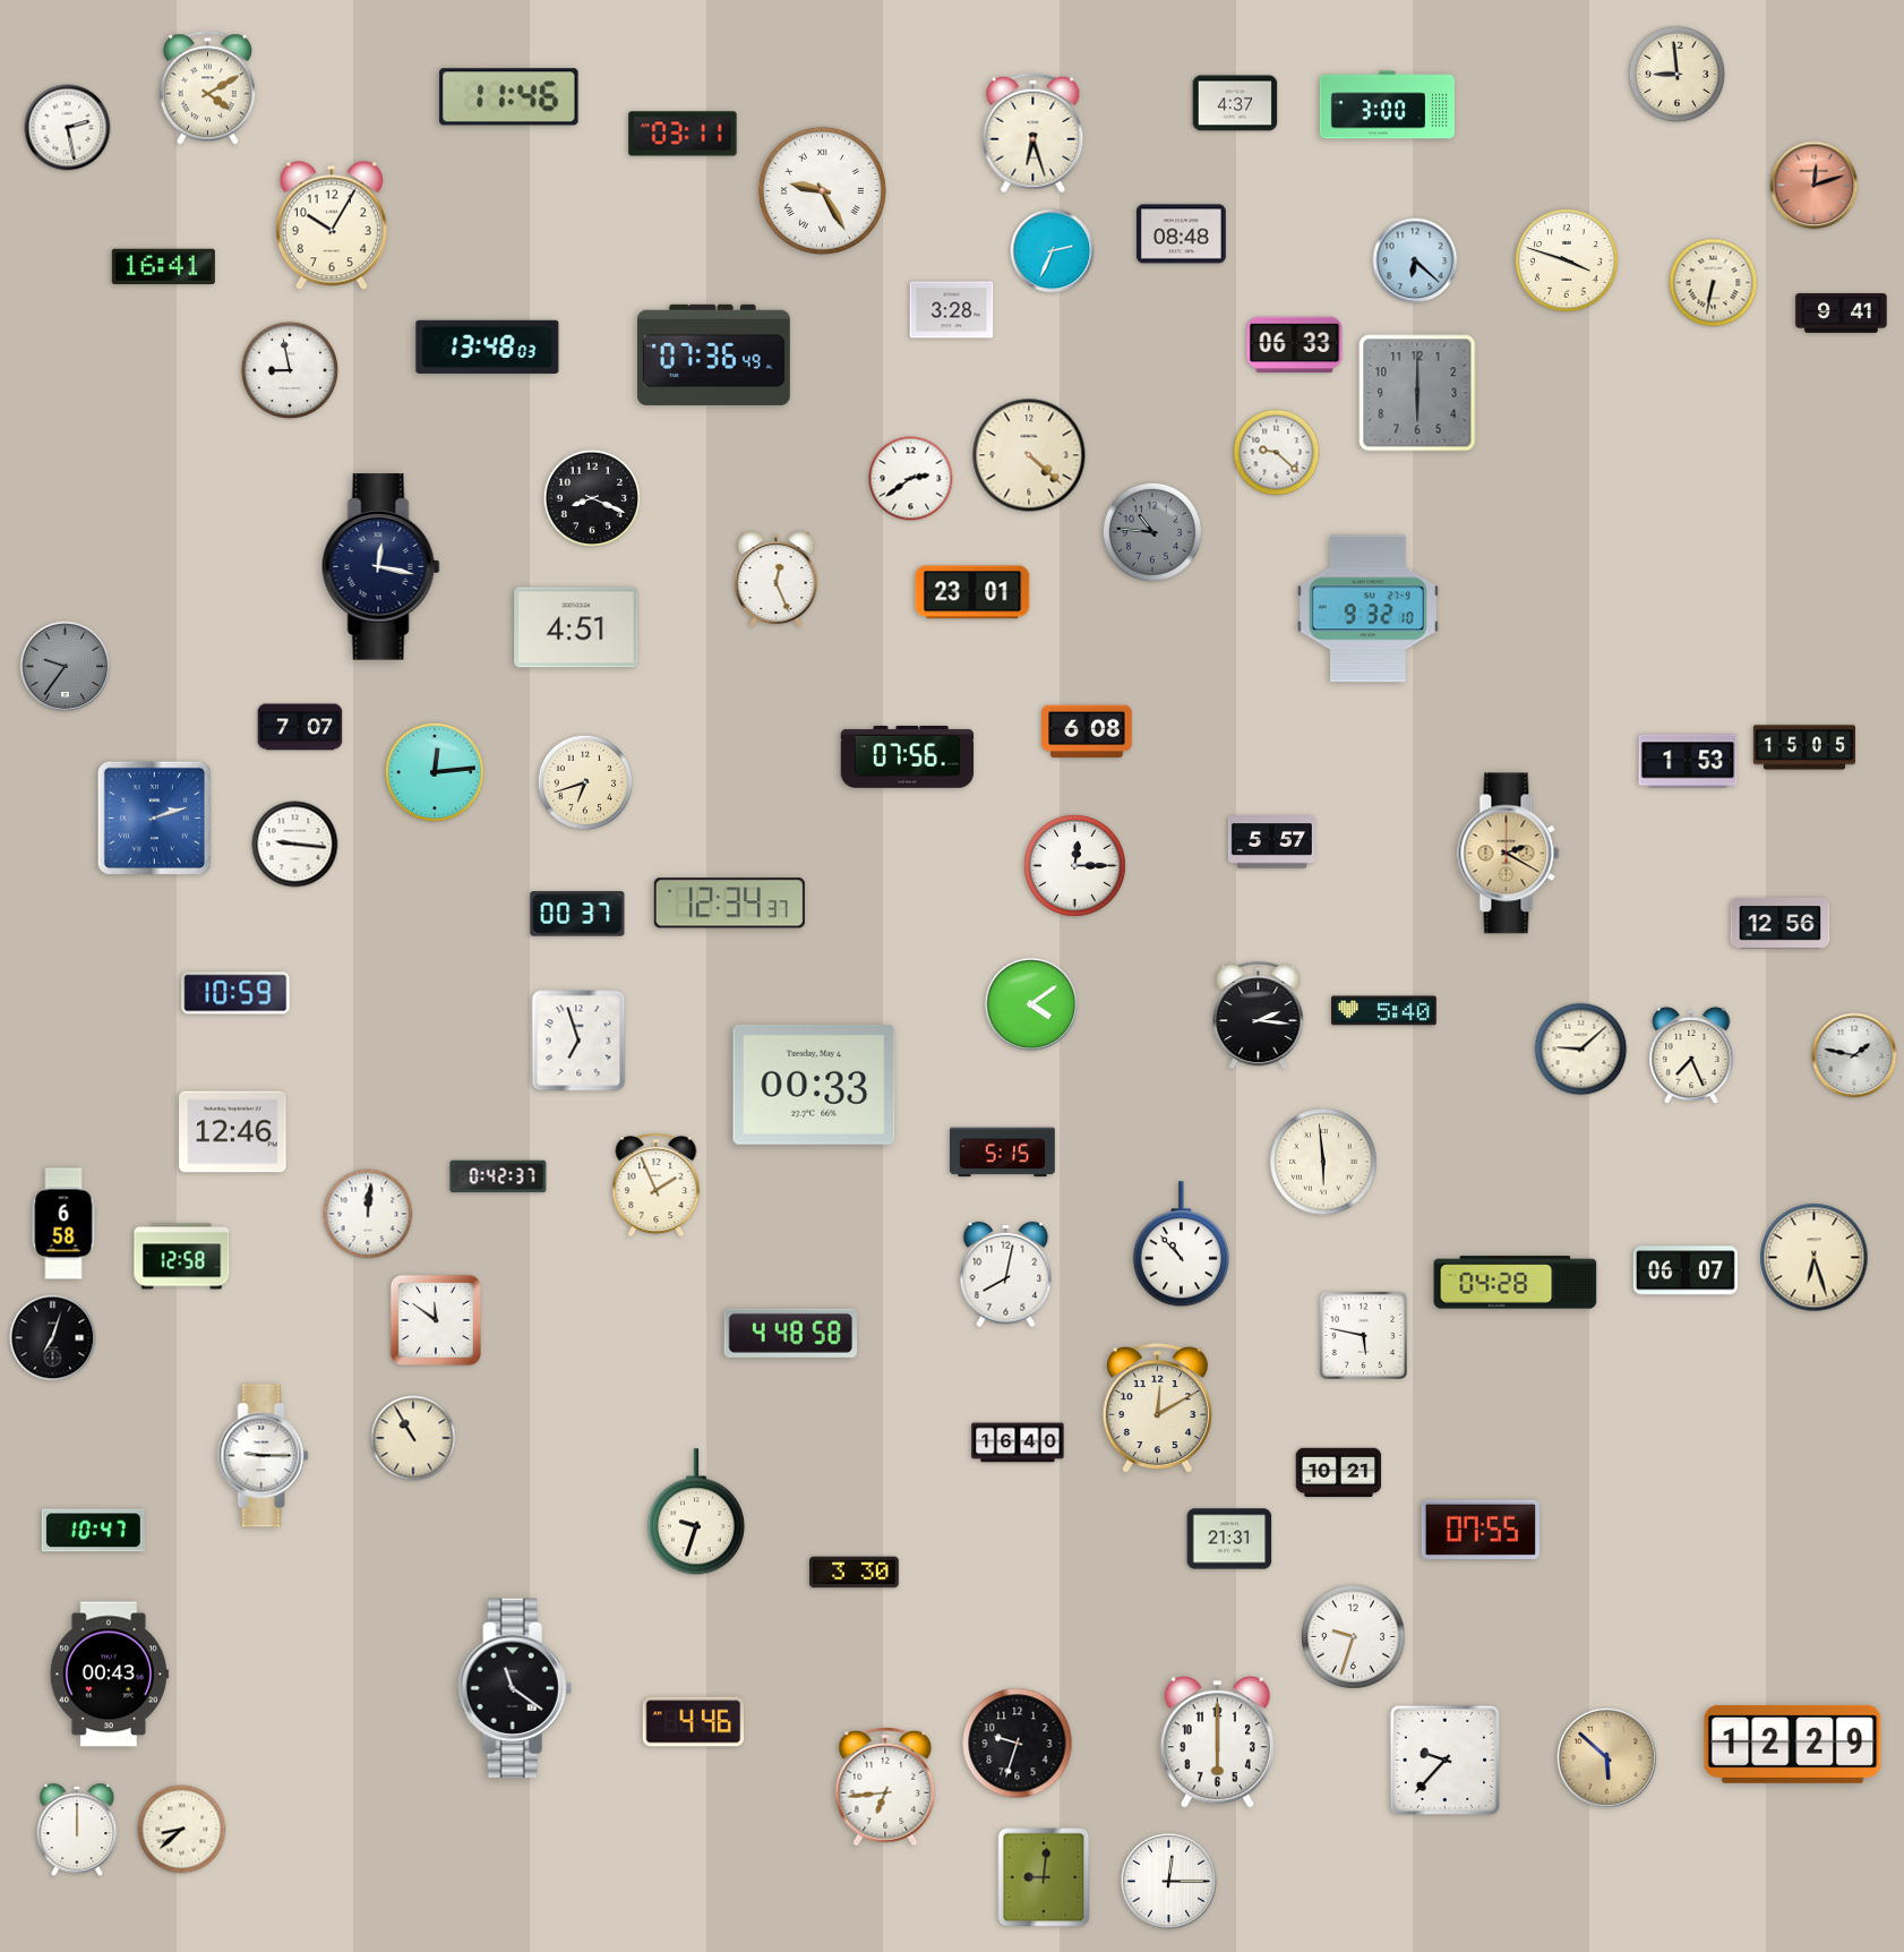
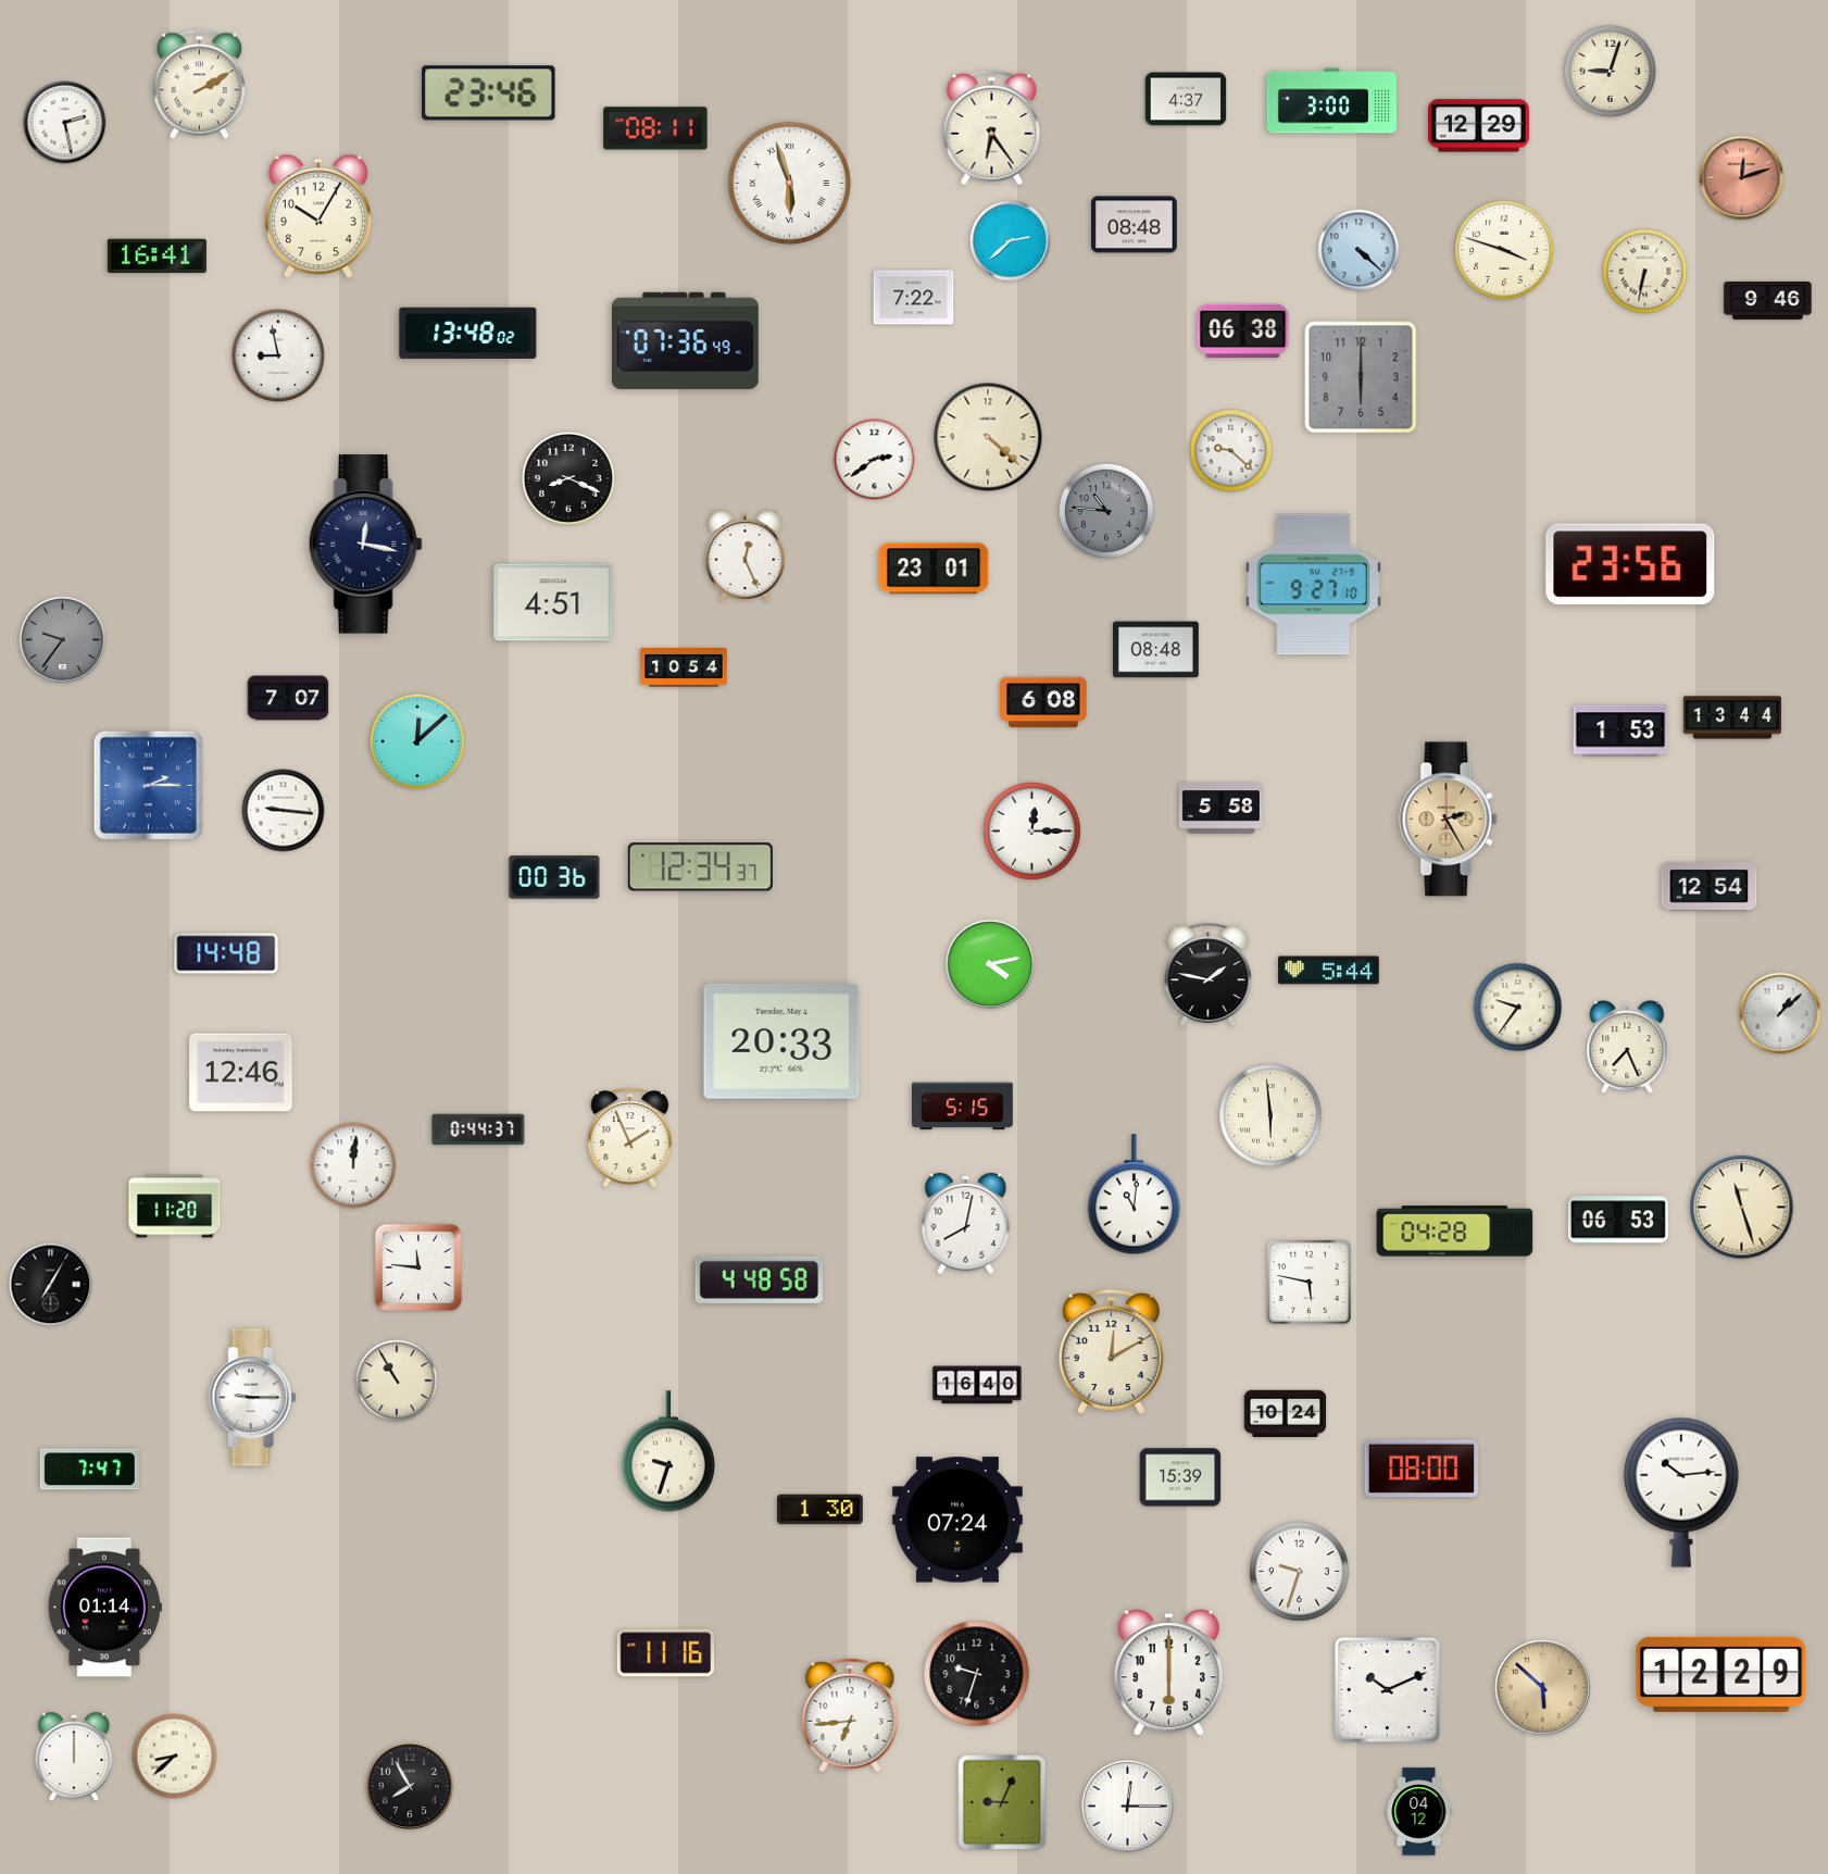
clock at (1678, 75): 8:59 -> 9:03
clock at (207, 88): 4:10 -> 2:10
clock at (509, 97): 11:46 -> 23:46
clock at (1479, 126): none -> 12:29
clock at (683, 134): 03:11 -> 08:11
clock at (1034, 134): 6:27 -> 6:24
clock at (822, 190): 9:25 -> 5:57
clock at (1053, 251): 2:34 -> 2:38
clock at (1415, 260): 6:22 -> 4:22
clock at (952, 310): 3:28 -> 7:22
clock at (1842, 314): 9:41 -> 9:46
clock at (1295, 344): 06:33 -> 06:38
clock at (488, 346): 13:48:03 -> 13:48:02
clock at (1277, 453) position: (1277, 453) -> (1231, 451)
clock at (1630, 564): none -> 23:56
clock at (1367, 609): 9:32 -> 9:27
clock at (1156, 650): none -> 08:48
clock at (684, 667): none -> 10:54
clock at (1803, 747): 15:05 -> 13:44
clock at (908, 756): 07:56 -> none
clock at (435, 772): 12:14 -> 12:08
clock at (585, 782): 6:42 -> none
clock at (154, 817): 2:12 -> 2:15
clock at (1271, 842): 5:57 -> 5:58
clock at (1509, 854): 2:20 -> 2:25
clock at (577, 914): 00:37 -> 00:36
clock at (1781, 923): 12:56 -> 12:54
clock at (235, 993): 10:59 -> 14:48
clock at (1031, 1004): 4:09 -> 4:13
clock at (1384, 1011): 5:40 -> 5:44
clock at (1259, 1016): 2:16 -> 1:47
clock at (578, 1041): 6:57 -> none
clock at (1581, 1050): 9:08 -> 9:36
clock at (1691, 1055) position: (1691, 1055) -> (1627, 1047)
clock at (1854, 1055): 1:47 -> 1:08
clock at (814, 1085): 00:33 -> 20:33
clock at (233, 1132) position: (233, 1132) -> (241, 1073)
clock at (498, 1176): 0:42 -> 0:44
clock at (63, 1224): 6:58 -> none
clock at (1181, 1244): 10:53 -> 11:01
clock at (182, 1257): 12:58 -> 11:20
clock at (1815, 1258): 6:27 -> 11:27
clock at (1686, 1270): 06:07 -> 06:53
clock at (436, 1320): 11:51 -> 11:46
clock at (53, 1338): 7:03 -> 7:05
clock at (1339, 1473): 10:21 -> 10:24
clock at (1481, 1529): 07:55 -> 08:00
clock at (93, 1531): 10:47 -> 7:47
clock at (1229, 1539): 21:31 -> 15:39
clock at (1681, 1492): none -> 10:14
clock at (855, 1573): 3:30 -> 1:30
clock at (957, 1520): none -> 07:24
clock at (109, 1675): 00:43 -> 01:14
clock at (515, 1688): 11:21 -> none
clock at (694, 1722): 4:46 -> 11:16
clock at (1444, 1760): 9:37 -> 10:11
clock at (410, 1786): none -> 7:55
clock at (1044, 1877): 9:01 -> 9:04
clock at (1168, 1881) position: (1168, 1881) -> (1127, 1806)
clock at (1419, 1812): none -> 04:12
